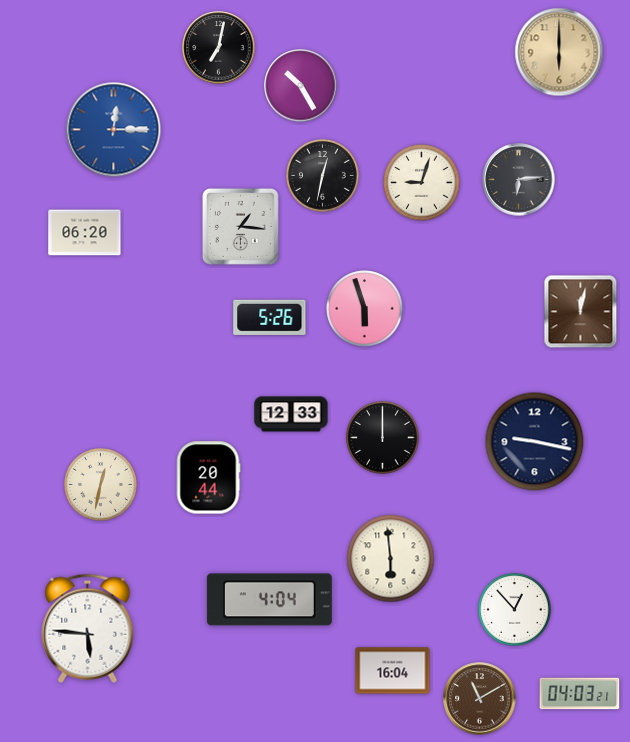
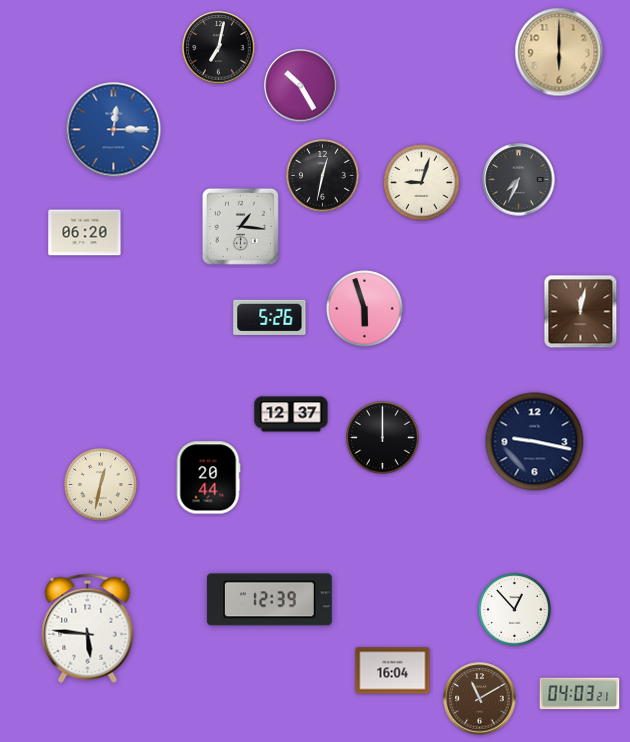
clock at (519, 180): 6:14 -> 7:34
clock at (291, 414): 12:33 -> 12:37
clock at (391, 559): 5:59 -> none
clock at (269, 600): 4:04 -> 12:39
